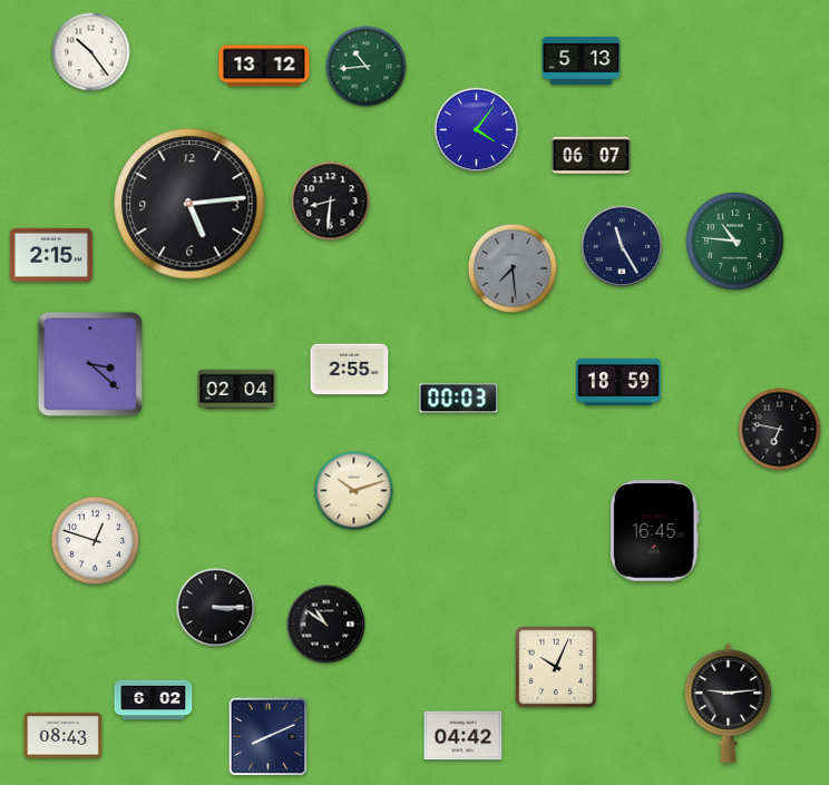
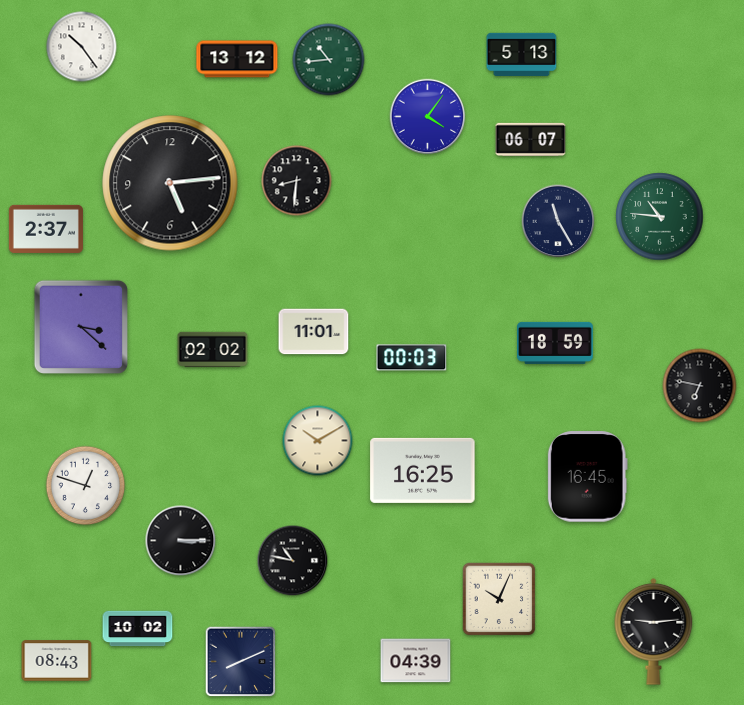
clock at (51, 255): 2:15 -> 2:37
clock at (513, 268): 7:29 -> none
clock at (350, 370): 2:55 -> 11:01
clock at (237, 390): 02:04 -> 02:02
clock at (354, 491): 10:12 -> 10:10
clock at (423, 470): none -> 16:25
clock at (216, 608) position: (216, 608) -> (181, 541)
clock at (326, 625): 10:51 -> 10:47
clock at (154, 700): 6:02 -> 10:02
clock at (464, 736): 04:42 -> 04:39
